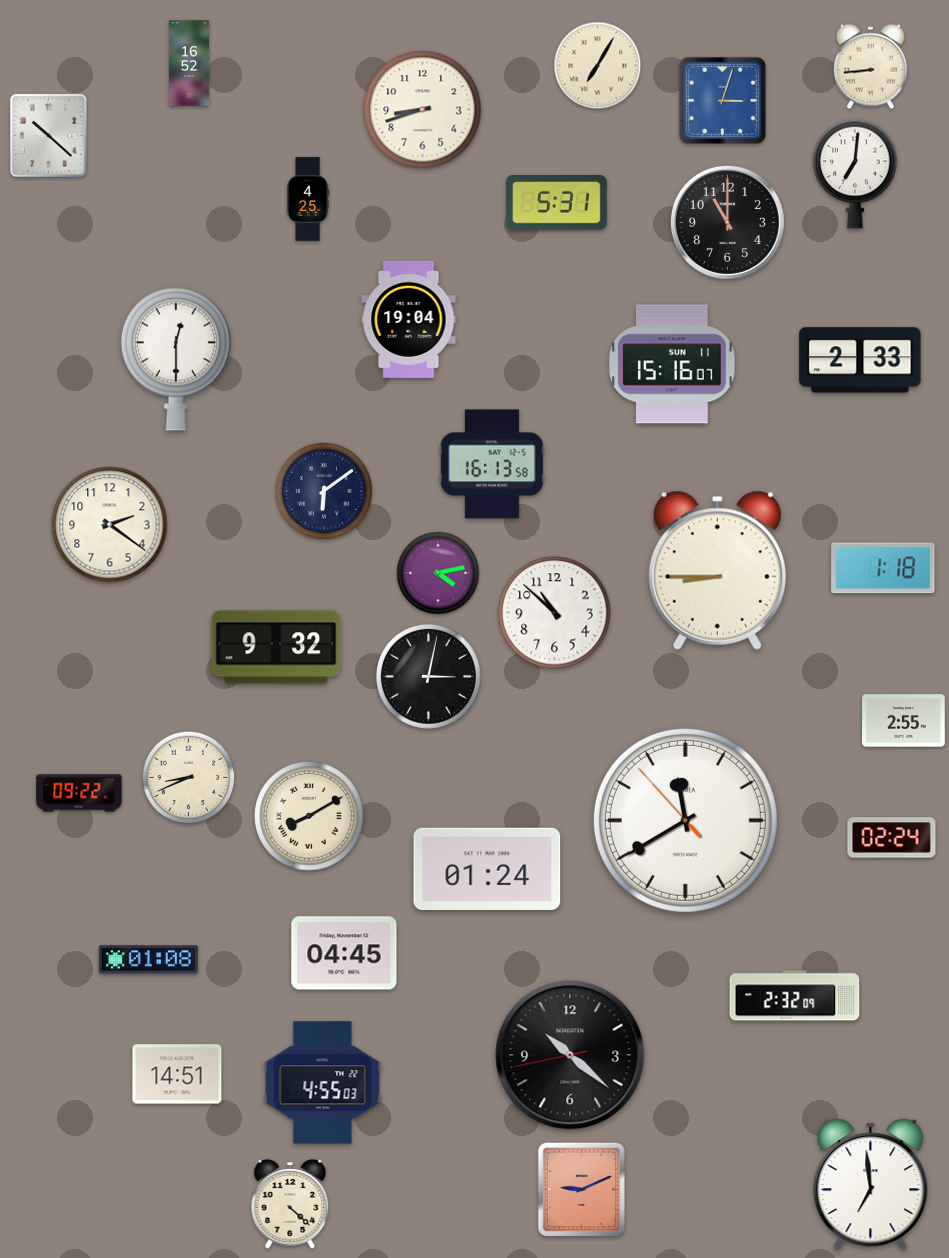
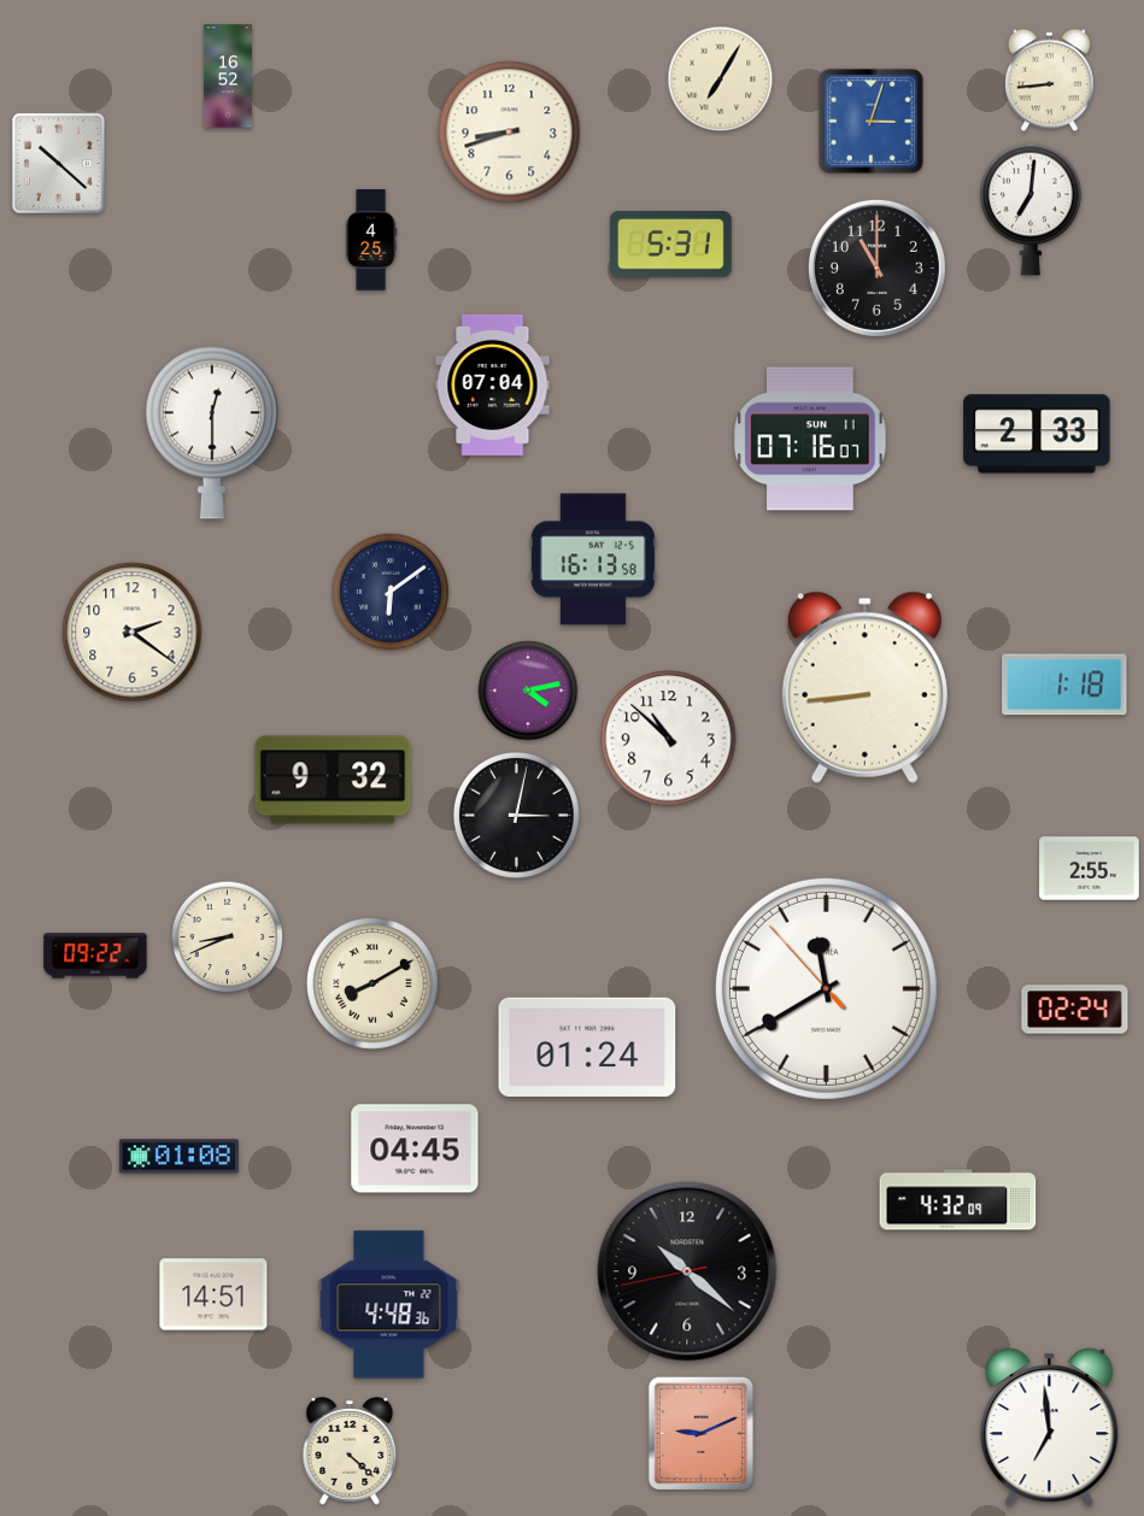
clock at (409, 319): 19:04 -> 07:04
clock at (672, 364): 15:16 -> 07:16
clock at (717, 570): 8:45 -> 8:44
clock at (795, 996): 2:32 -> 4:32
clock at (323, 1083): 4:55 -> 4:48
